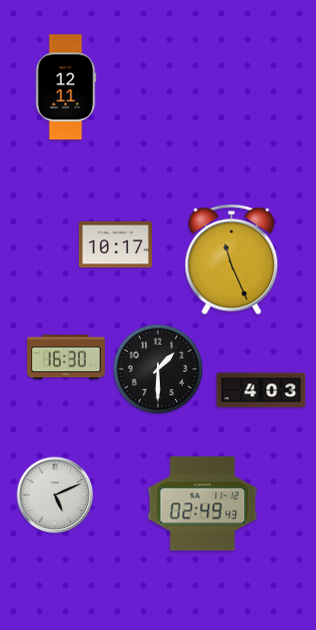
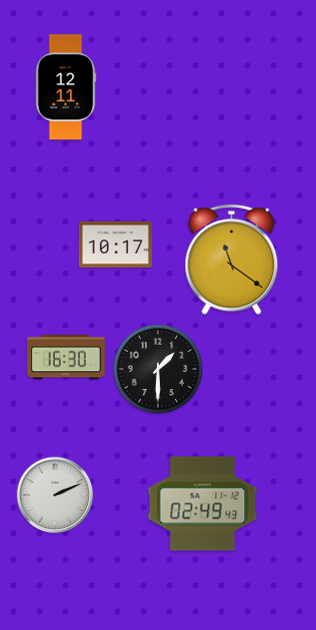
clock at (232, 259): 11:26 -> 11:21
clock at (261, 390): 4:03 -> none
clock at (55, 495): 5:11 -> 2:11
